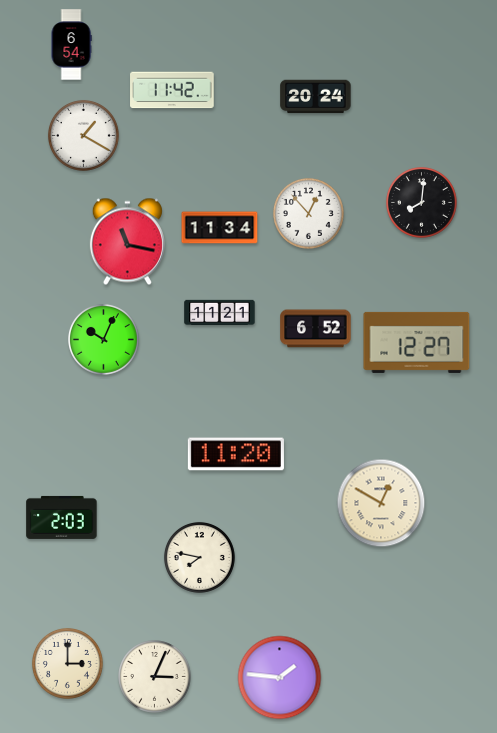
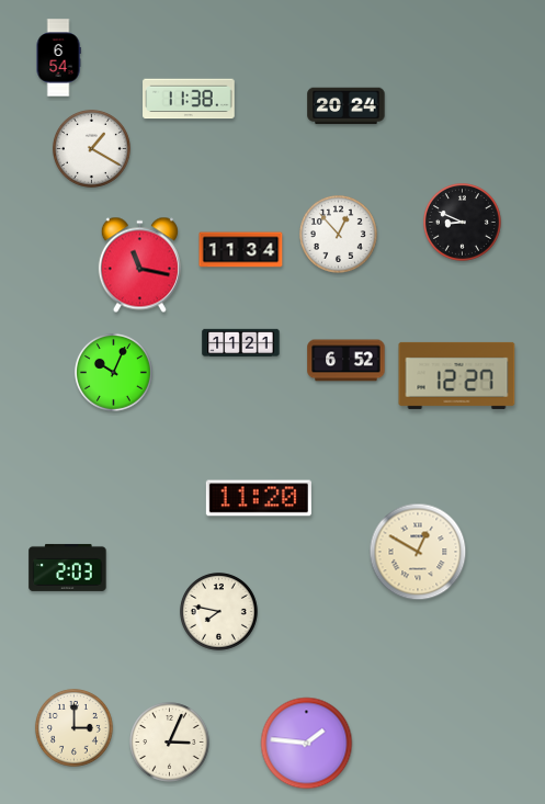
clock at (71, 45) position: (71, 45) -> (58, 58)
clock at (172, 90): 11:42 -> 11:38
clock at (421, 202): 8:01 -> 8:49
